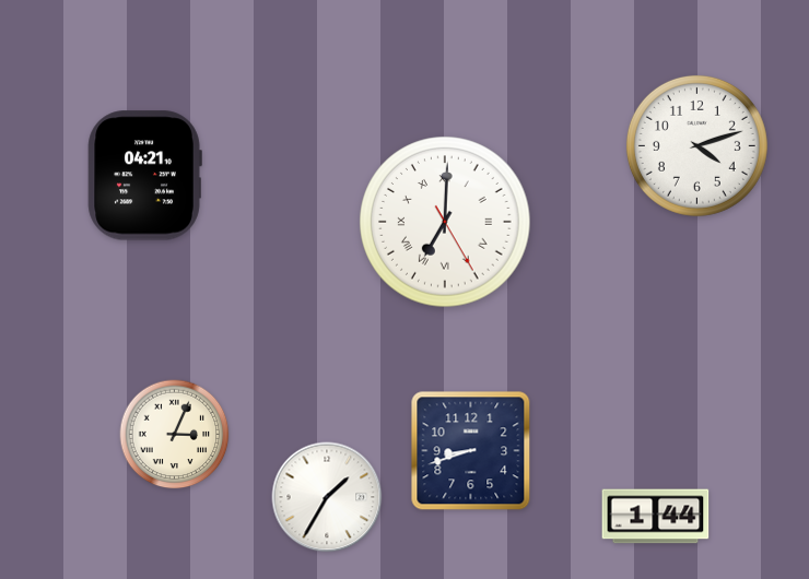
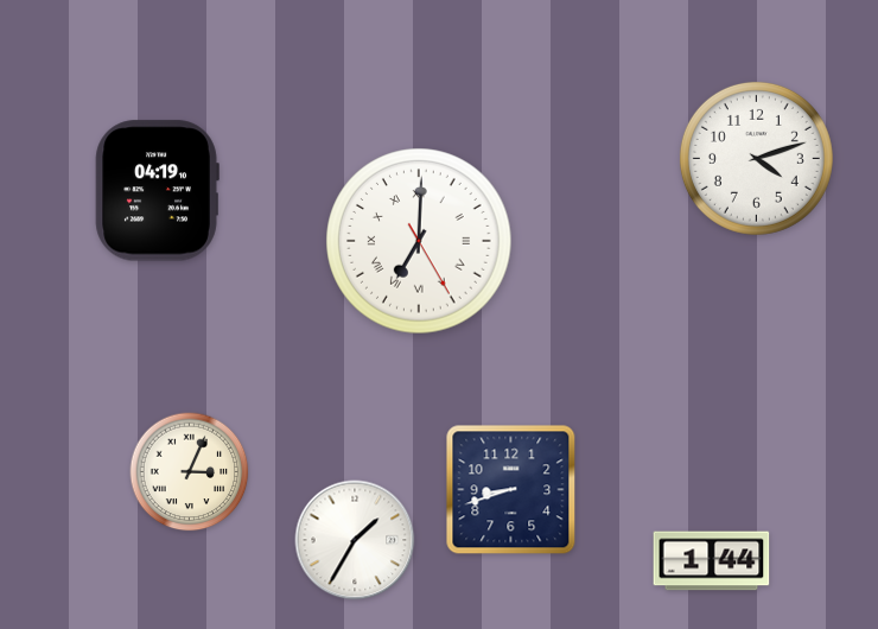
clock at (144, 176): 04:21 -> 04:19
clock at (445, 222) position: (445, 222) -> (419, 241)
